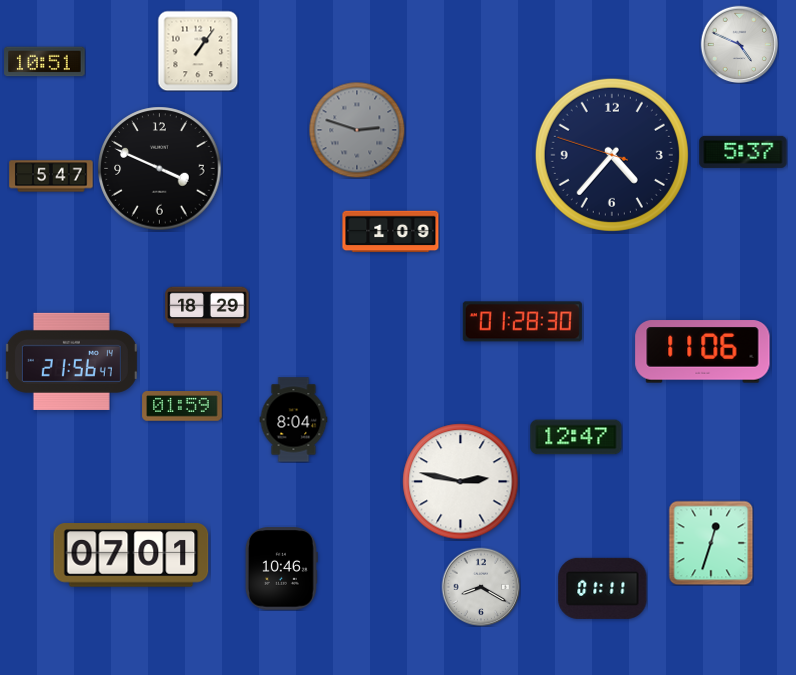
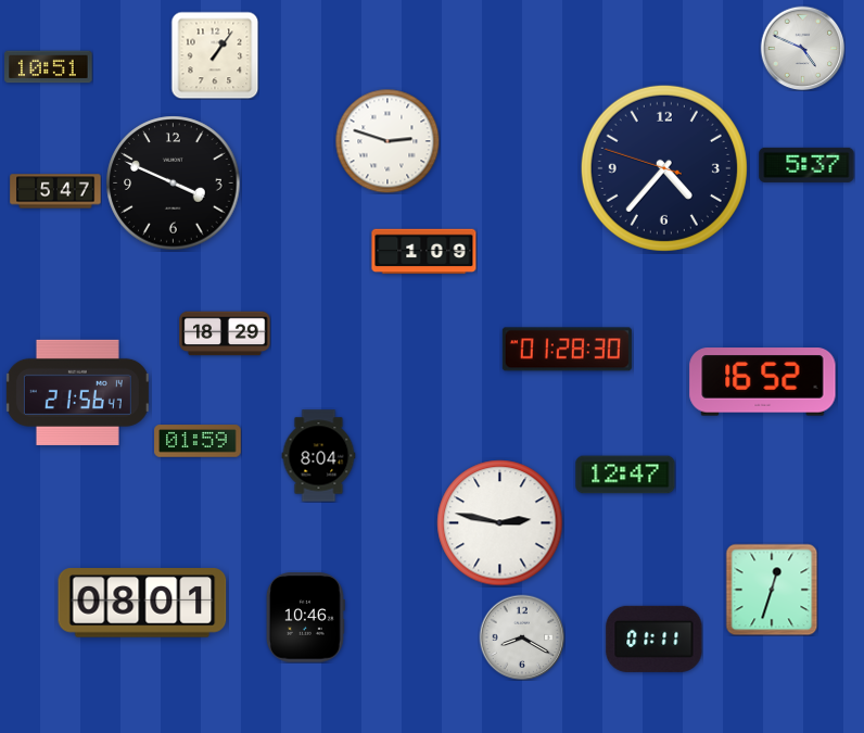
clock at (357, 130) dial: grey -> white
clock at (703, 352): 11:06 -> 16:52
clock at (131, 555): 07:01 -> 08:01
